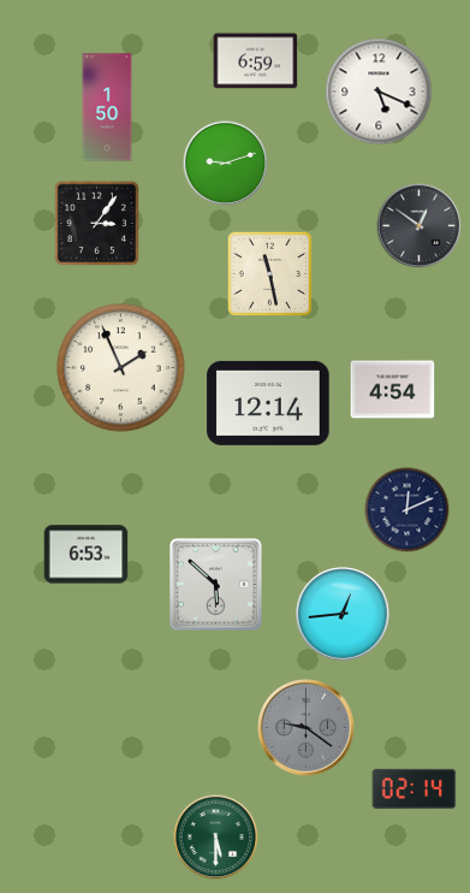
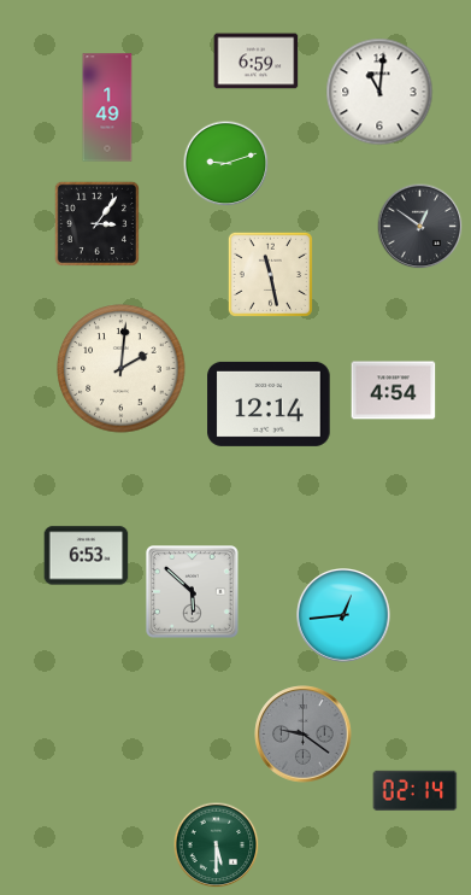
clock at (379, 91): 5:19 -> 11:01
clock at (107, 107): 1:50 -> 1:49
clock at (121, 368): 1:56 -> 2:01
clock at (407, 510): 12:11 -> none
clock at (216, 585) position: (216, 585) -> (193, 592)
clock at (307, 728) position: (307, 728) -> (304, 735)
clock at (216, 838) position: (216, 838) -> (217, 846)
